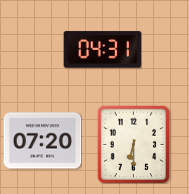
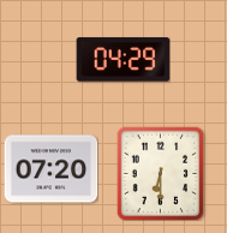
clock at (102, 50): 04:31 -> 04:29
